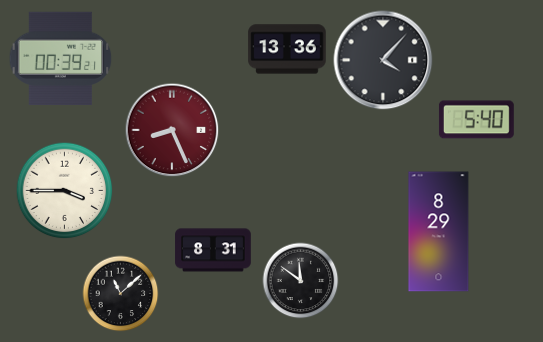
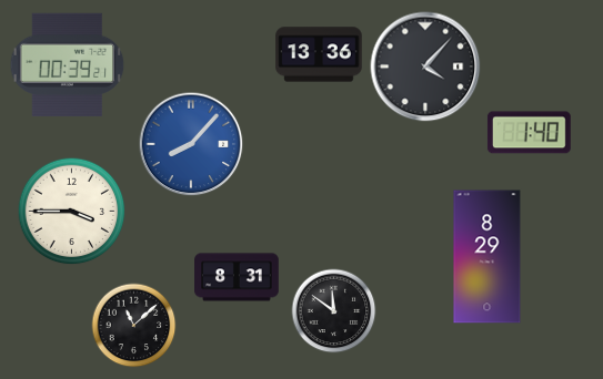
clock at (476, 120): 5:40 -> 1:40
clock at (172, 130): 8:26 -> 8:07
clock at (172, 130) dial: burgundy -> blue
